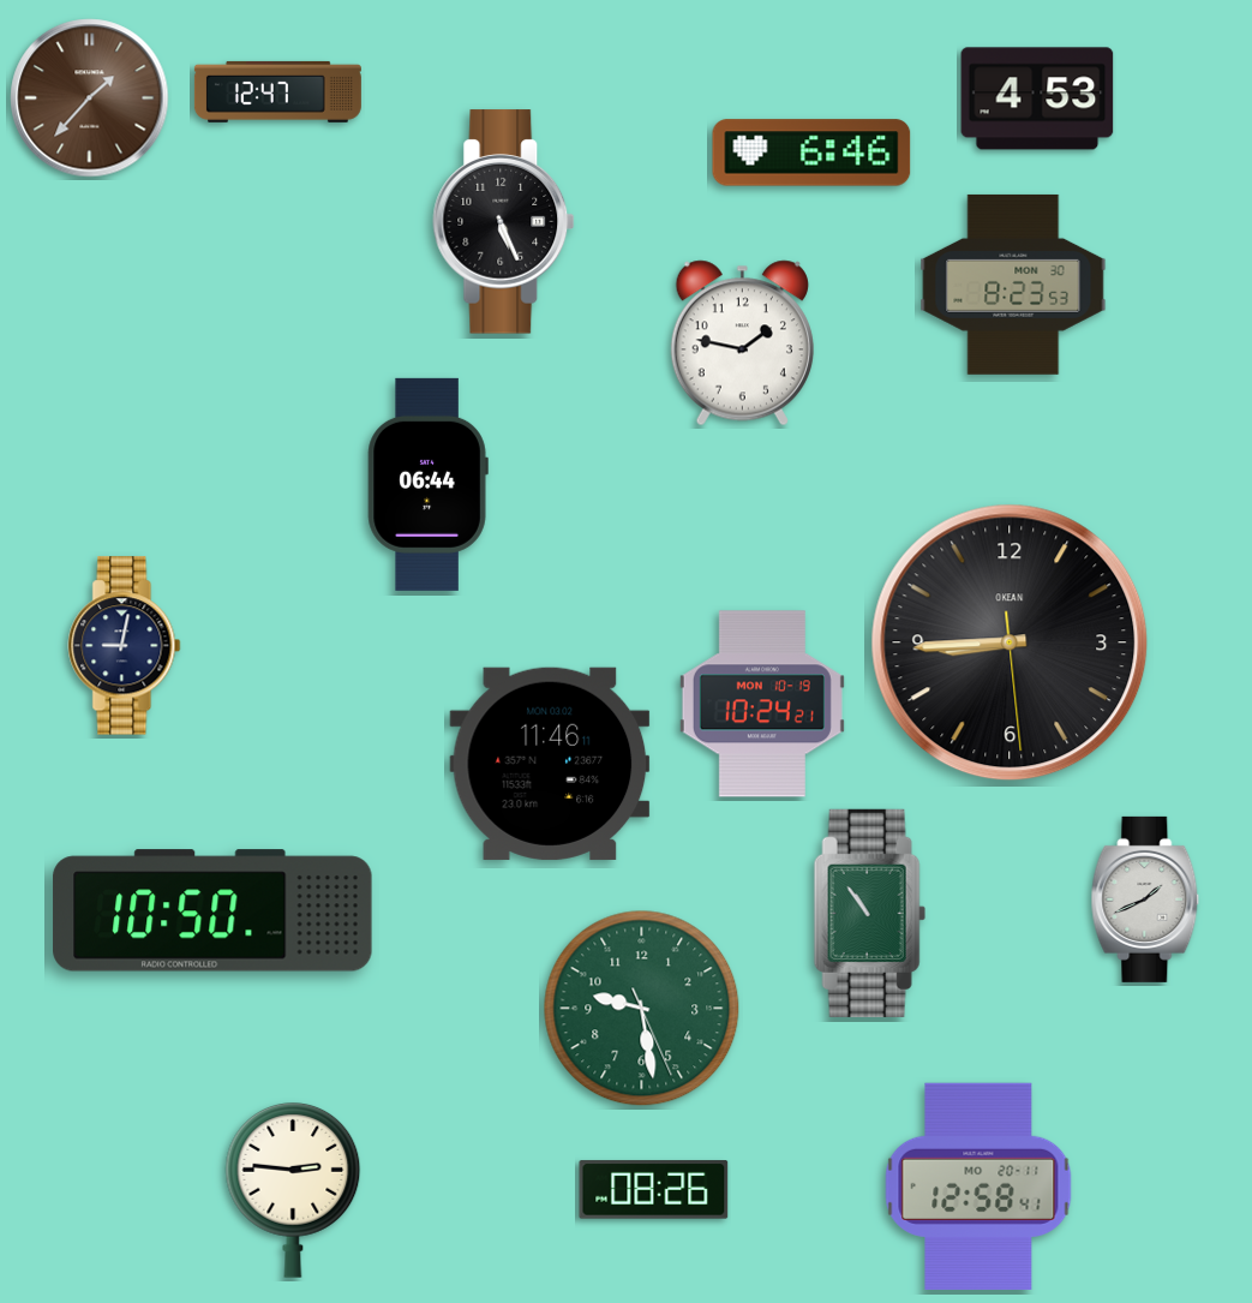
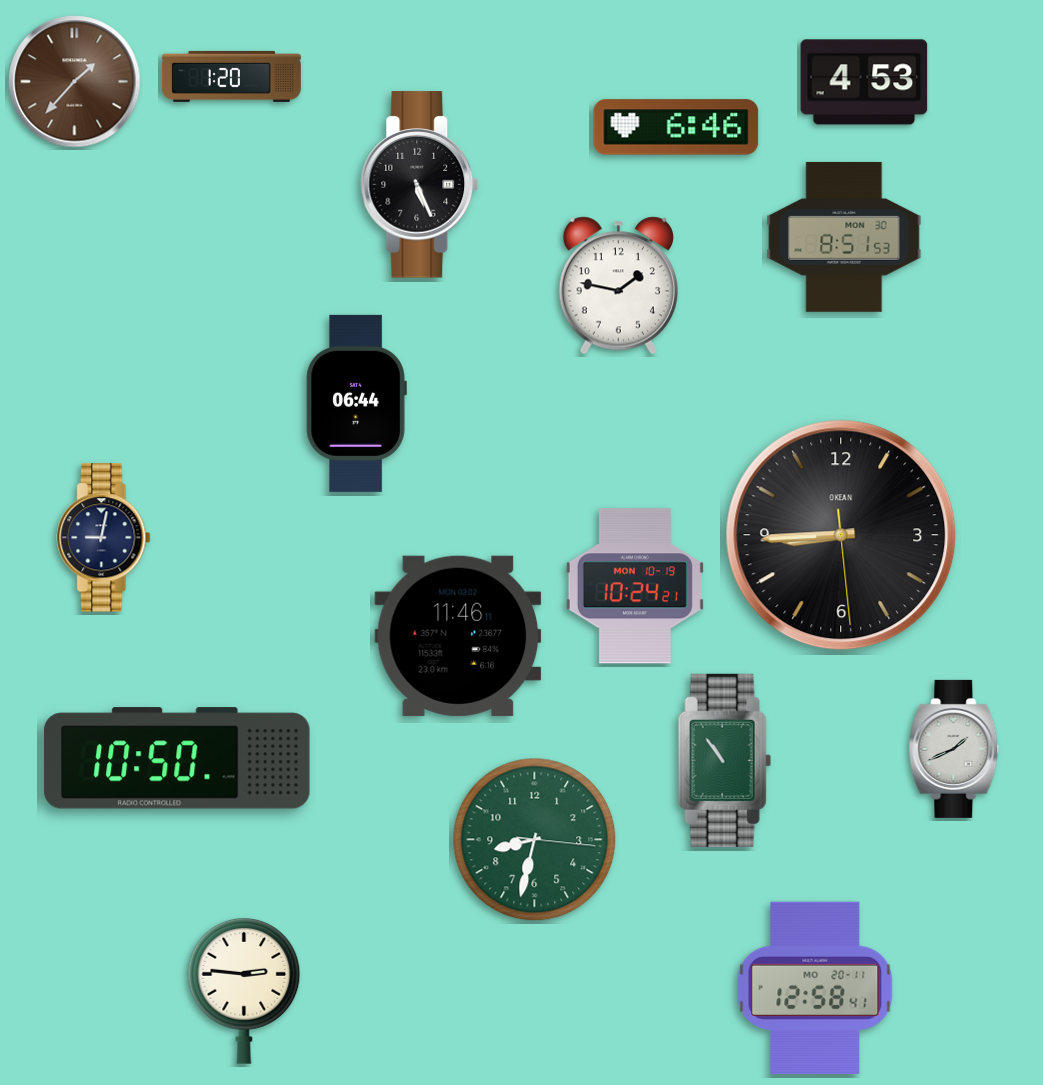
clock at (277, 91): 12:47 -> 1:20
clock at (1013, 285): 8:23 -> 8:51
clock at (642, 1009): 9:28 -> 8:32
clock at (654, 1190): 08:26 -> none
